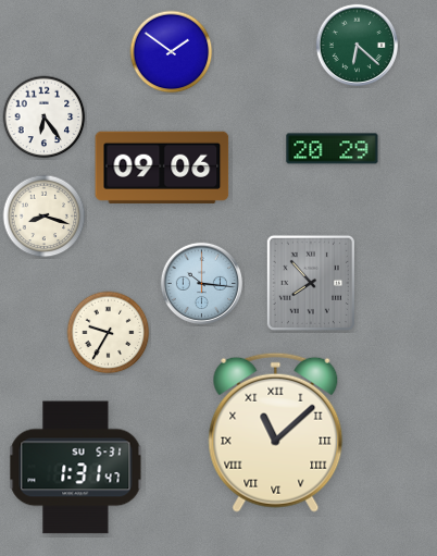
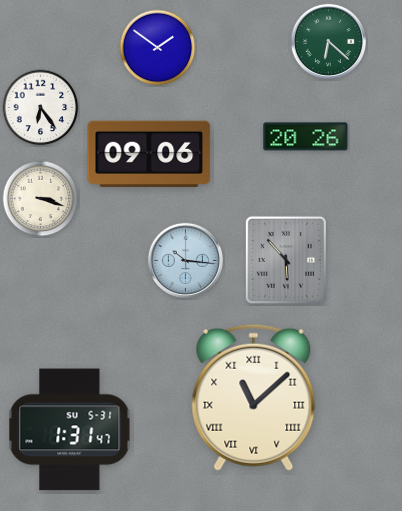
clock at (333, 149): 20:29 -> 20:26
clock at (45, 217): 8:18 -> 3:18
clock at (311, 282): 7:53 -> 5:53
clock at (109, 333): 9:35 -> none
